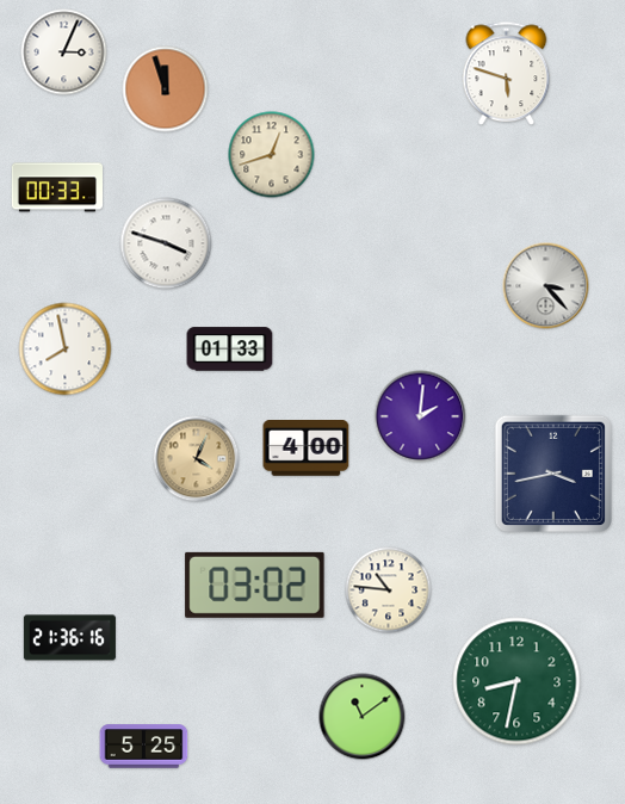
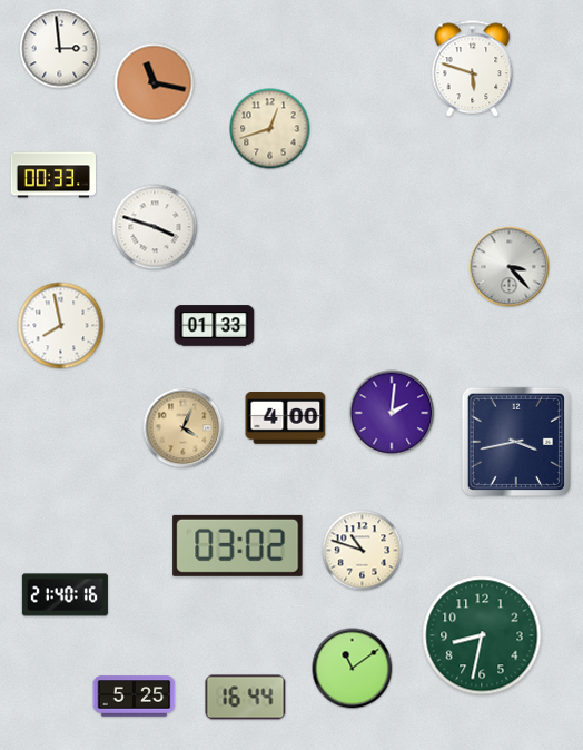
clock at (64, 52): 3:04 -> 2:59
clock at (166, 89): 11:57 -> 11:17
clock at (272, 155) position: (272, 155) -> (270, 129)
clock at (420, 416) position: (420, 416) -> (392, 413)
clock at (389, 590): 10:46 -> 10:48
clock at (69, 638): 21:36 -> 21:40
clock at (363, 717) position: (363, 717) -> (353, 669)
clock at (246, 698): none -> 16:44
